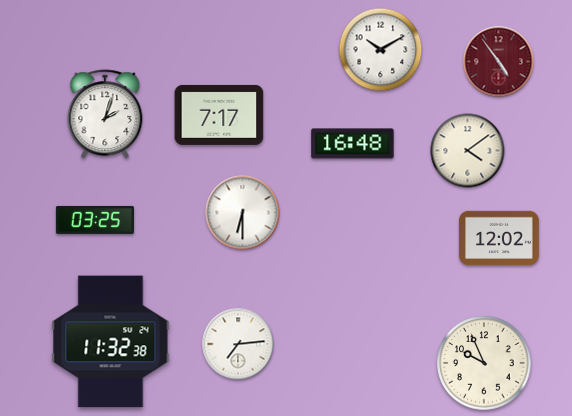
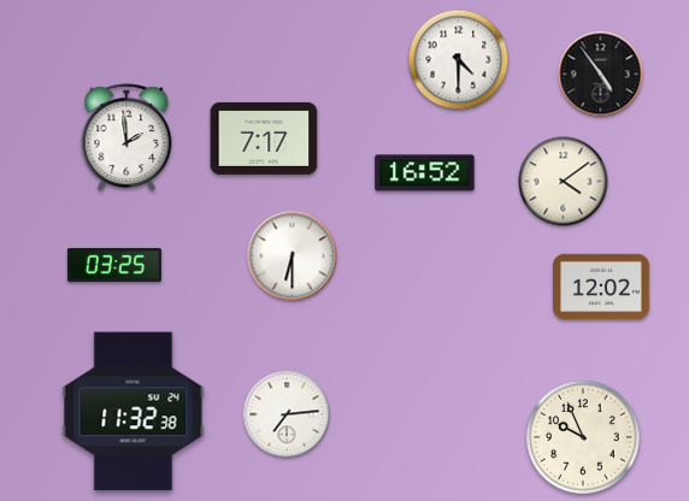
clock at (381, 50): 10:10 -> 4:30
clock at (499, 62) dial: burgundy -> black
clock at (105, 115): 2:03 -> 1:59
clock at (353, 144): 16:48 -> 16:52
